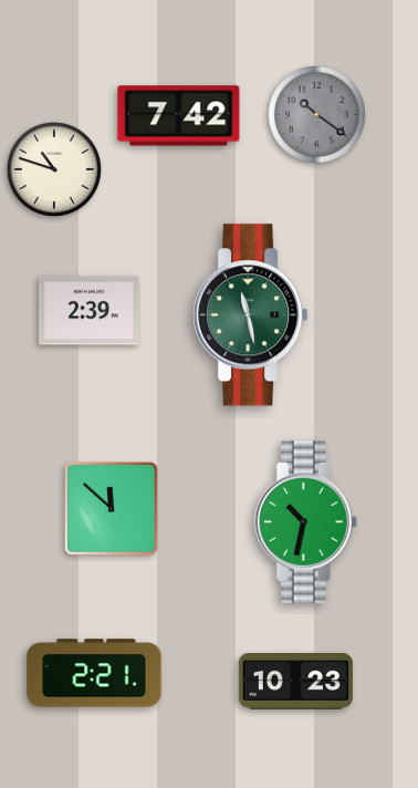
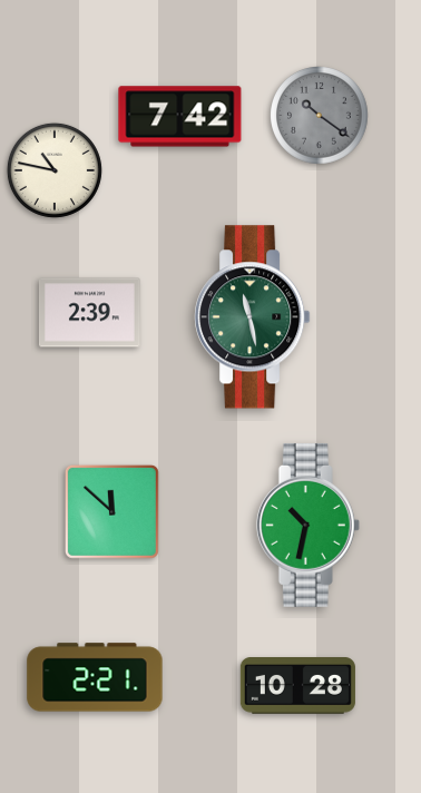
clock at (54, 169): 10:48 -> 10:47
clock at (295, 682): 10:23 -> 10:28
